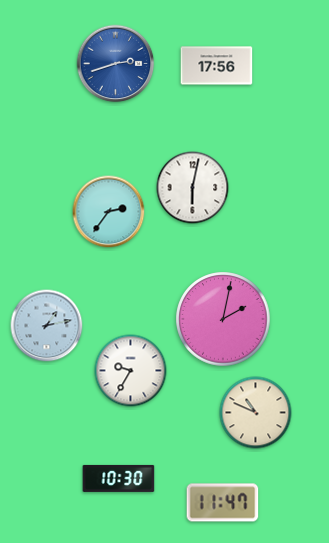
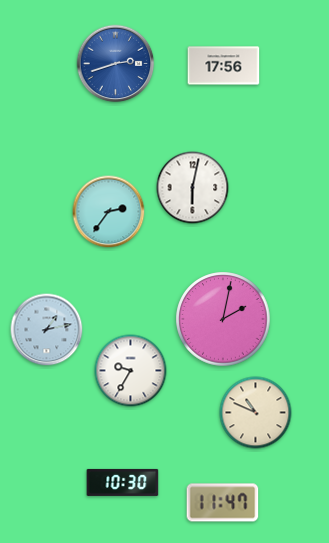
clock at (217, 66) position: (217, 66) -> (224, 66)
clock at (47, 326) position: (47, 326) -> (47, 330)
clock at (119, 478) position: (119, 478) -> (123, 482)
